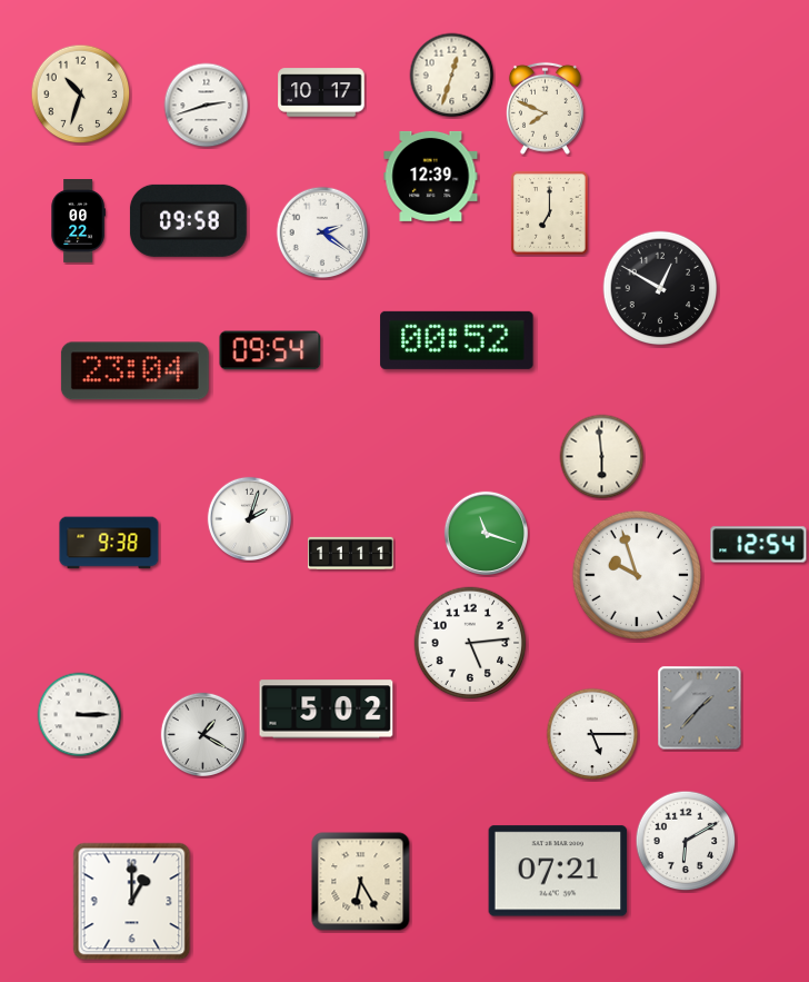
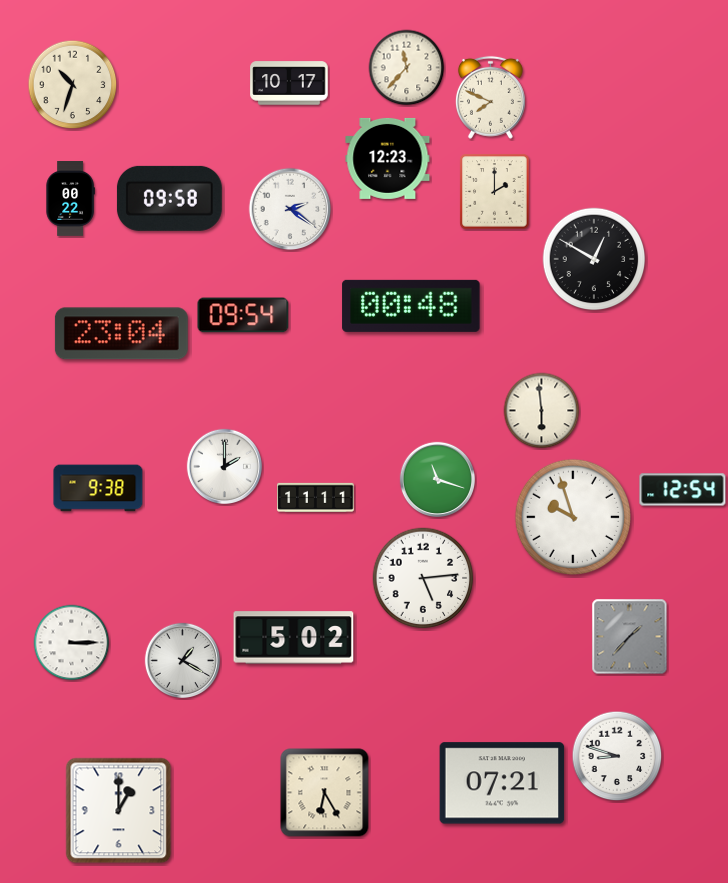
clock at (452, 76): 12:33 -> 11:37
clock at (207, 106): 2:42 -> none
clock at (431, 176): 12:39 -> 12:23
clock at (550, 214): 7:00 -> 2:00
clock at (457, 340): 00:52 -> 00:48
clock at (249, 518): 2:03 -> 2:00
clock at (592, 734): 5:15 -> none
clock at (686, 841): 6:10 -> 8:48
